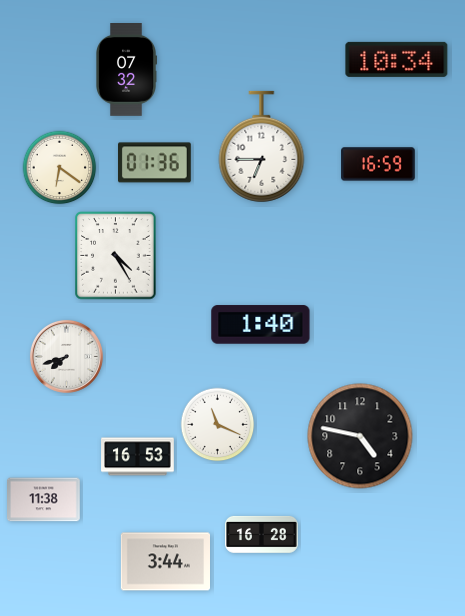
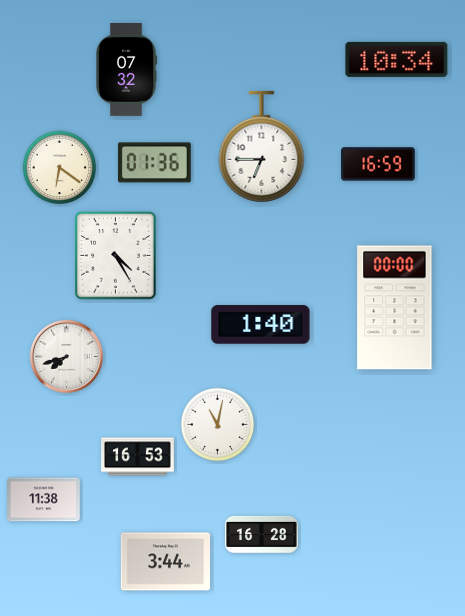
clock at (395, 308): none -> 00:00
clock at (218, 425): 11:19 -> 11:02
clock at (360, 436): 4:47 -> none
